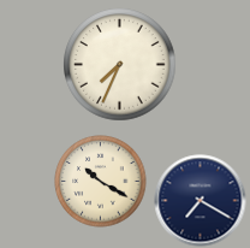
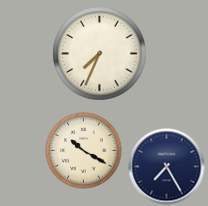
clock at (201, 201): 7:20 -> 7:25
